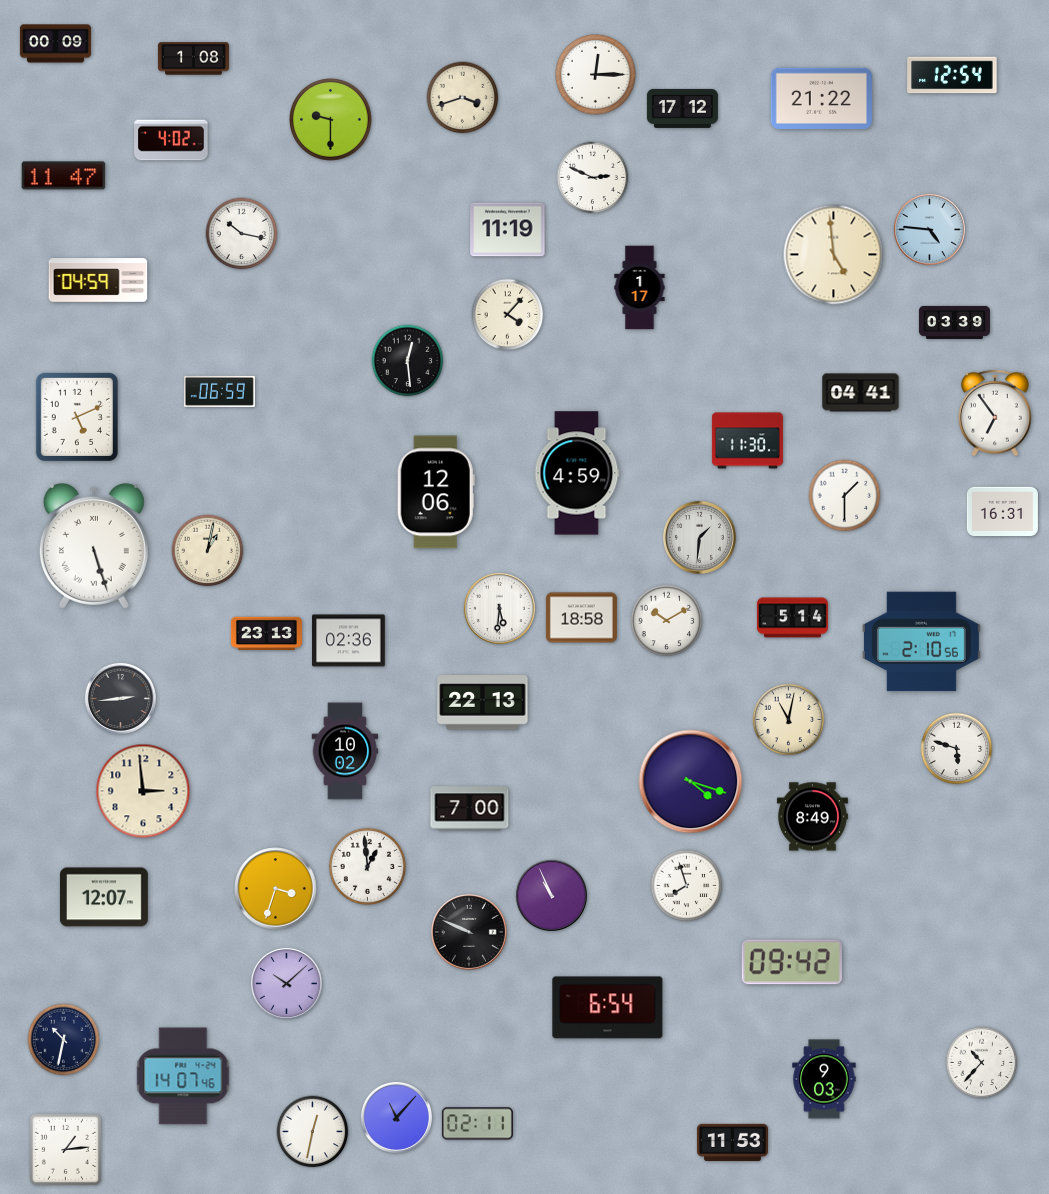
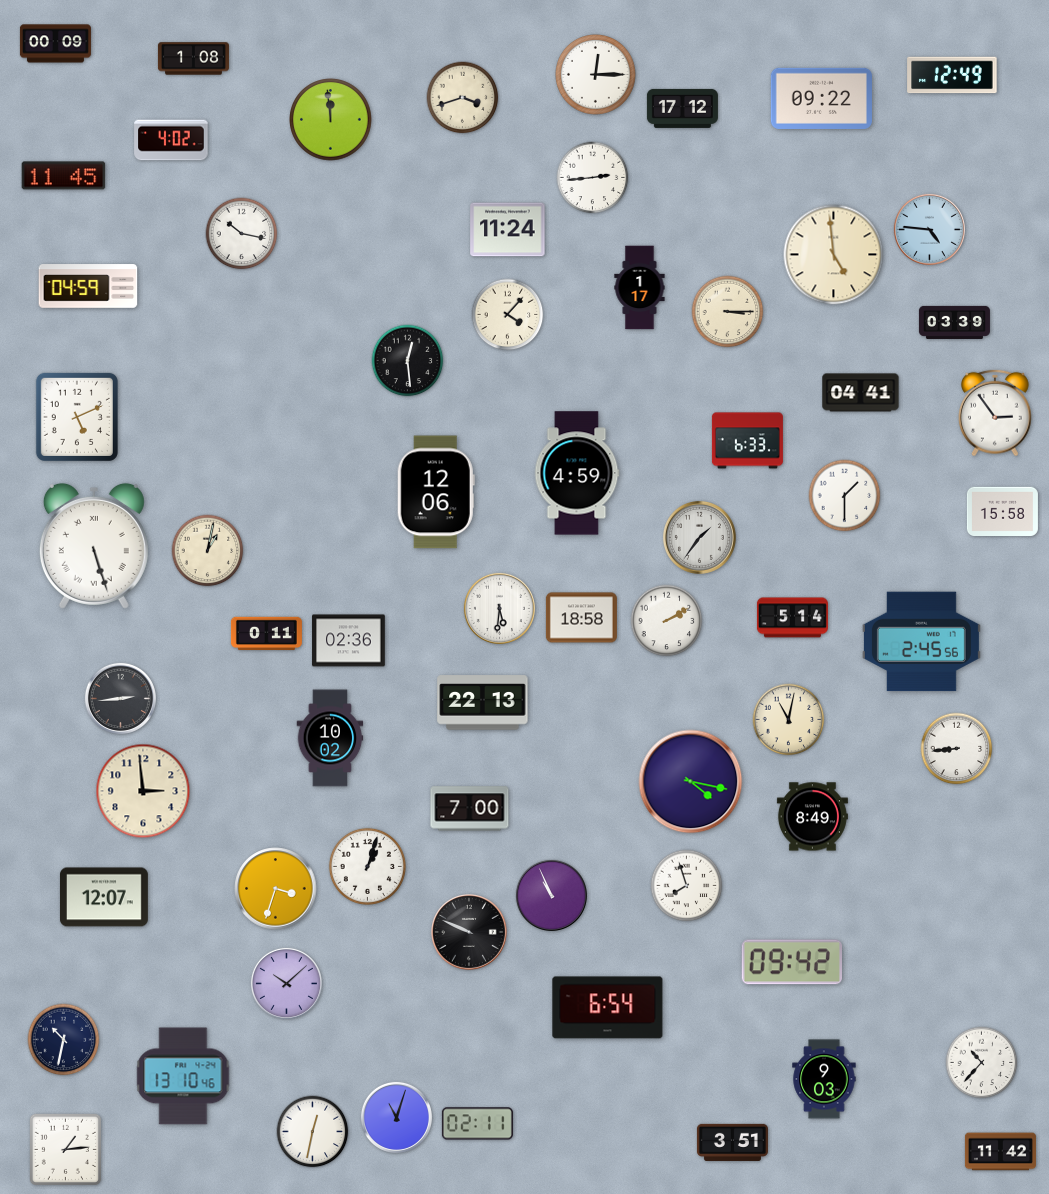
clock at (952, 75): 12:54 -> 12:49
clock at (821, 98): 21:22 -> 09:22
clock at (331, 120): 9:30 -> 11:59
clock at (64, 176): 11:47 -> 11:45
clock at (593, 178): 2:49 -> 2:44
clock at (508, 230): 11:19 -> 11:24
clock at (98, 280) position: (98, 280) -> (88, 286)
clock at (728, 312): none -> 3:15
clock at (219, 391): 06:59 -> none
clock at (996, 413): 6:54 -> 2:54
clock at (747, 441): 11:30 -> 6:33
clock at (1002, 512): 16:31 -> 15:58
clock at (699, 537): 1:31 -> 1:36
clock at (667, 621): 10:10 -> 2:10
clock at (266, 634): 23:13 -> 0:11
clock at (921, 642): 2:10 -> 2:45
clock at (957, 749): 5:48 -> 8:44
clock at (345, 751) position: (345, 751) -> (330, 738)
clock at (691, 782): 4:18 -> 4:17
clock at (367, 866): 12:59 -> 1:03
clock at (183, 1076): 14:07 -> 13:10
clock at (396, 1117): 11:07 -> 11:03
clock at (732, 1142): 11:53 -> 3:51
clock at (1000, 1152): none -> 11:42
